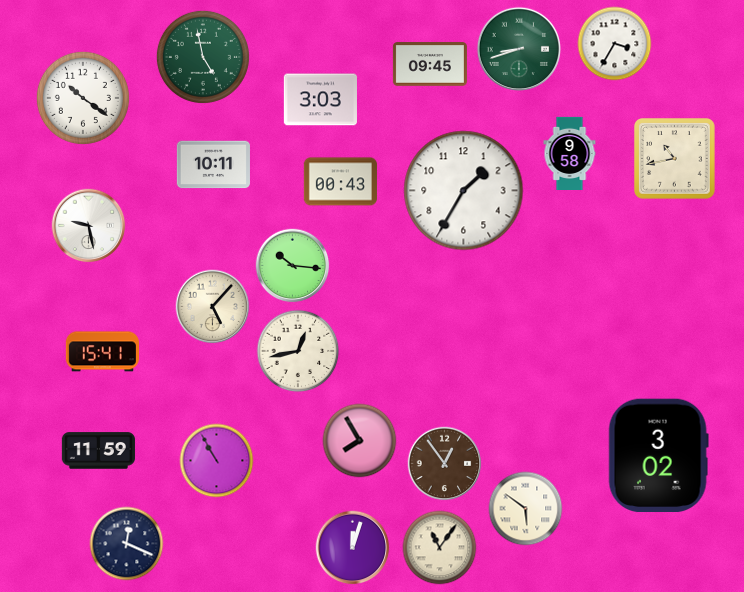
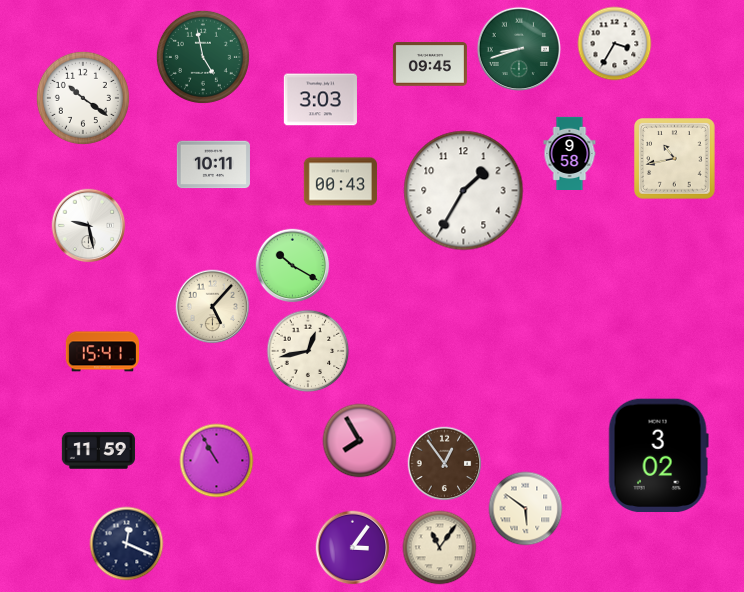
clock at (293, 266): 10:16 -> 10:20
clock at (298, 351) position: (298, 351) -> (308, 351)
clock at (353, 548): 12:03 -> 3:06
